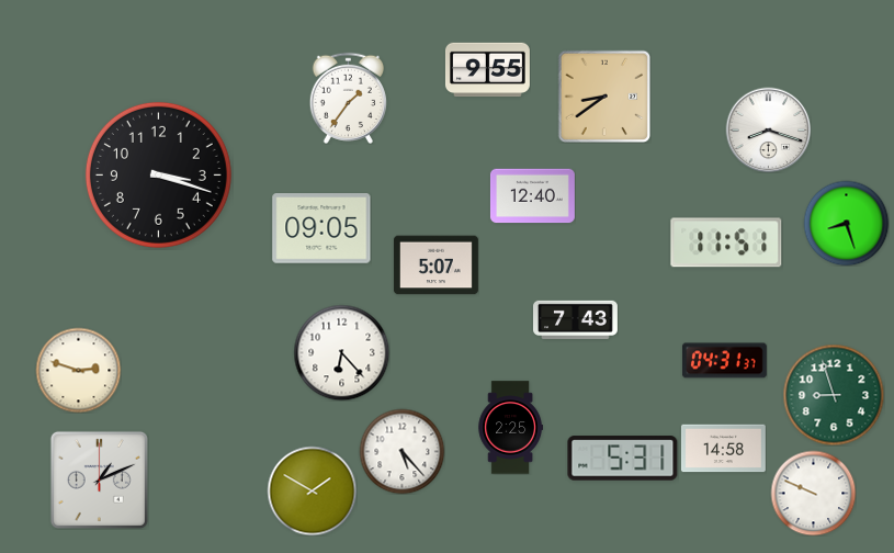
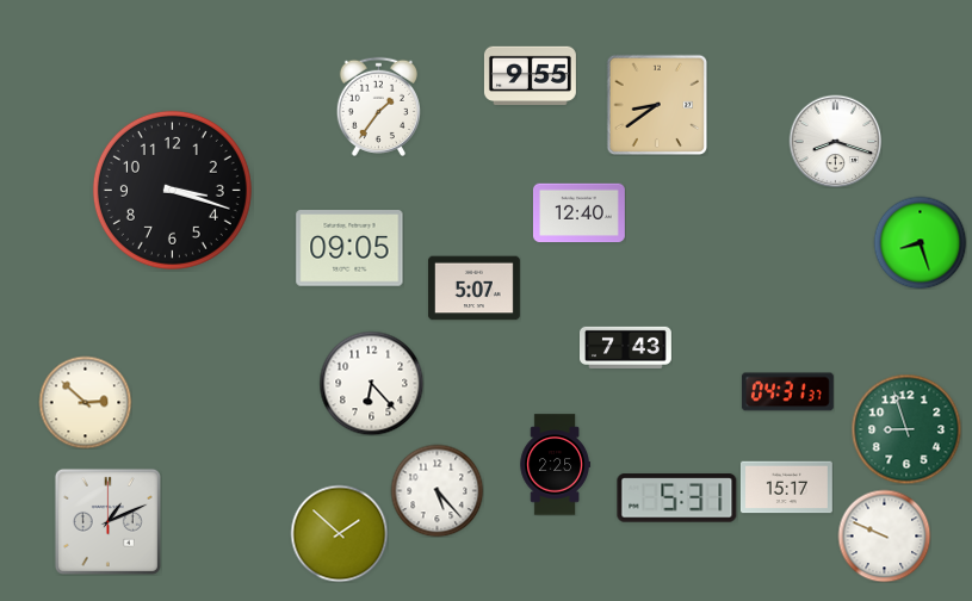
clock at (726, 242): 11:51 -> none
clock at (78, 370): 2:48 -> 2:52
clock at (723, 449): 14:58 -> 15:17
clock at (312, 490): 1:50 -> 1:52
